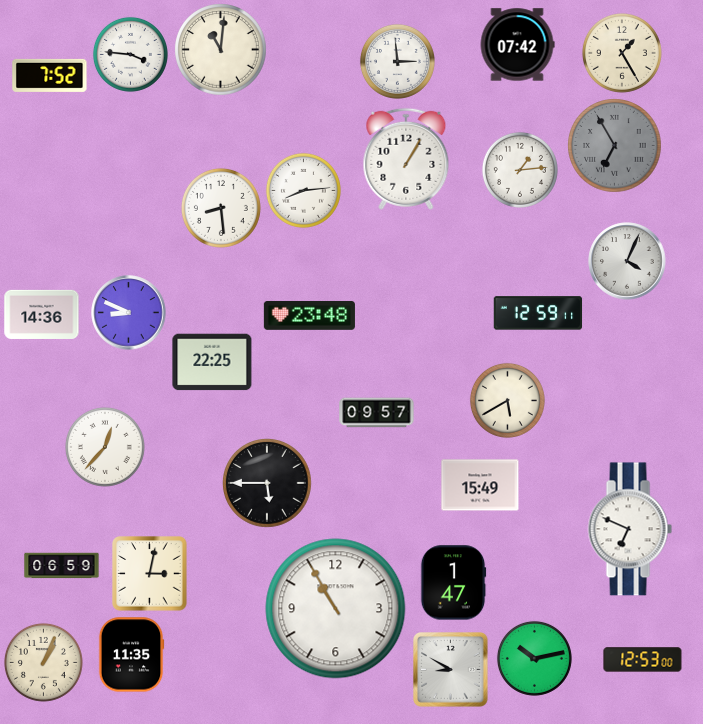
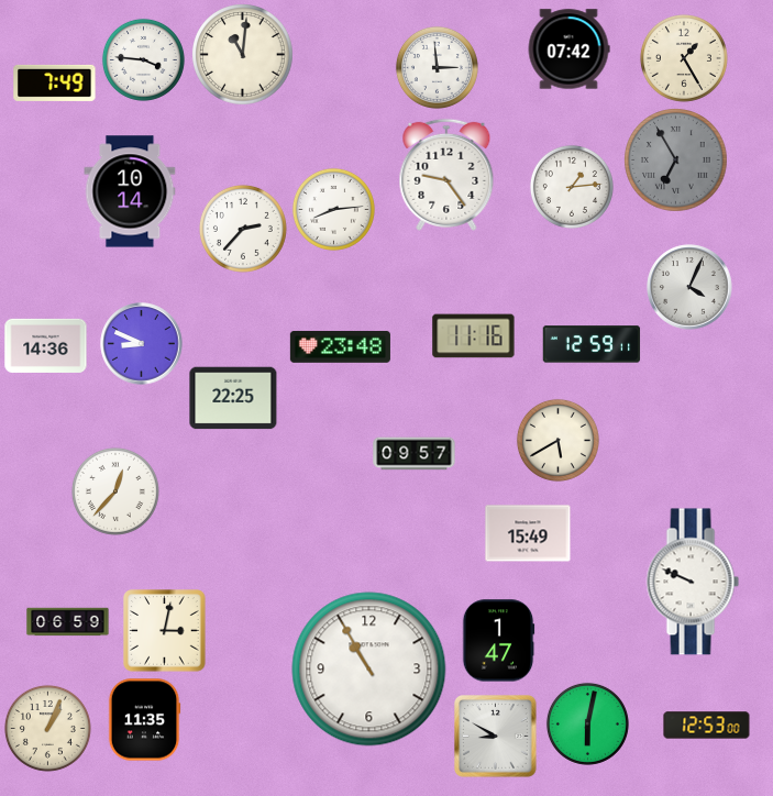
clock at (50, 75): 7:52 -> 7:49
clock at (406, 159): 1:05 -> 9:24
clock at (130, 191): none -> 10:14
clock at (221, 208): 8:29 -> 2:37
clock at (474, 336): none -> 11:16
clock at (268, 484): 5:45 -> none
clock at (630, 529): 6:49 -> 9:49
clock at (534, 658): 10:13 -> 6:02
